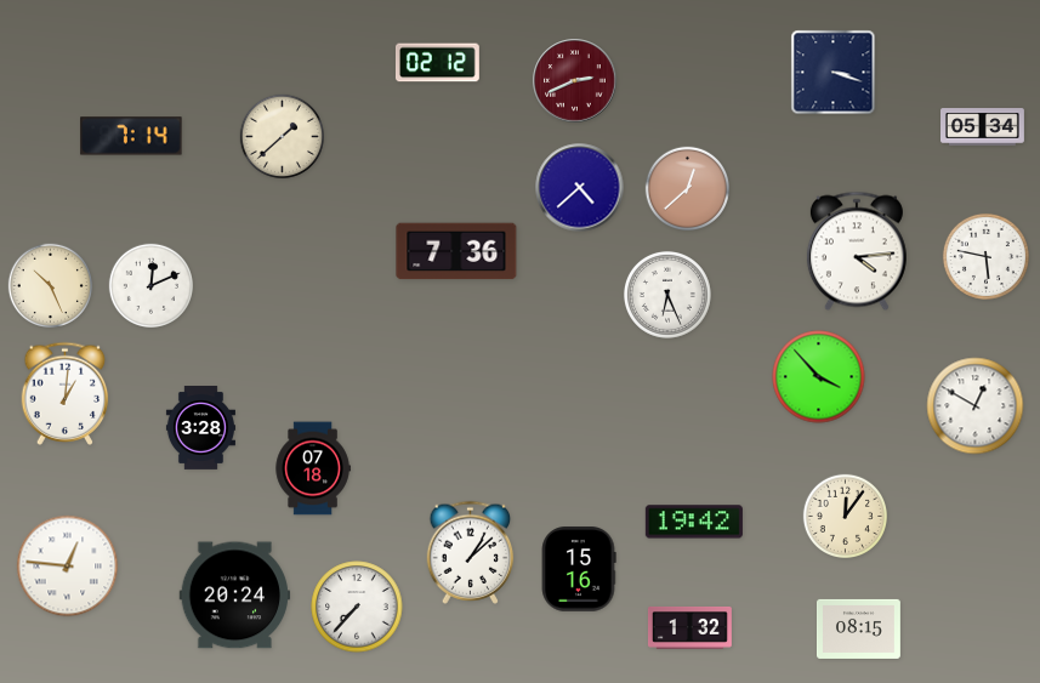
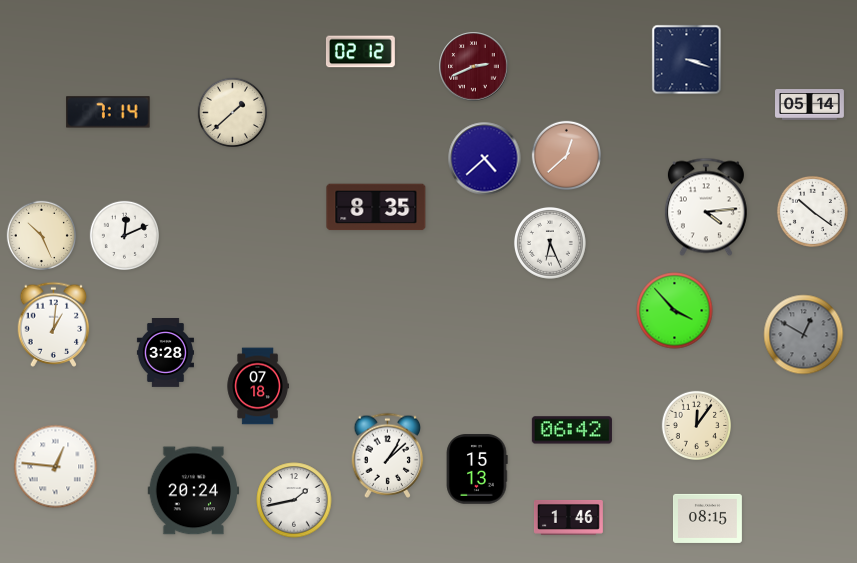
clock at (983, 127): 05:34 -> 05:14
clock at (580, 188) position: (580, 188) -> (485, 159)
clock at (456, 251): 7:36 -> 8:35
clock at (985, 256): 5:47 -> 10:21
clock at (976, 406) dial: white -> grey
clock at (694, 522): 19:42 -> 06:42
clock at (579, 569): 15:16 -> 15:13
clock at (357, 607): 7:37 -> 1:43
clock at (689, 627): 1:32 -> 1:46
